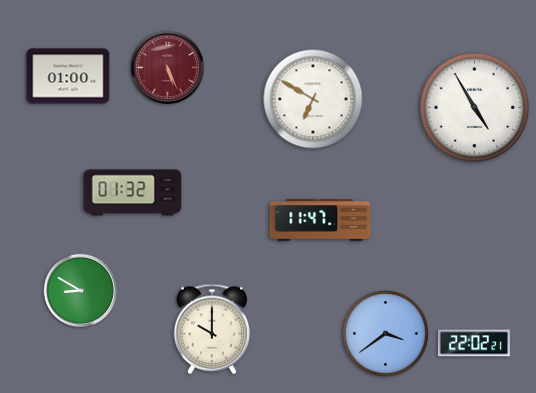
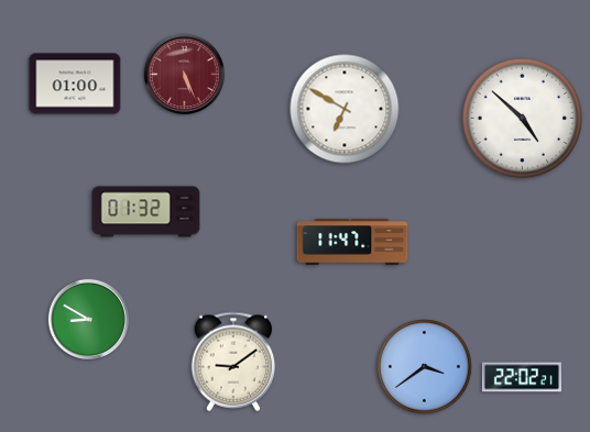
clock at (475, 108): 4:55 -> 4:52
clock at (212, 329): 10:00 -> 9:09
